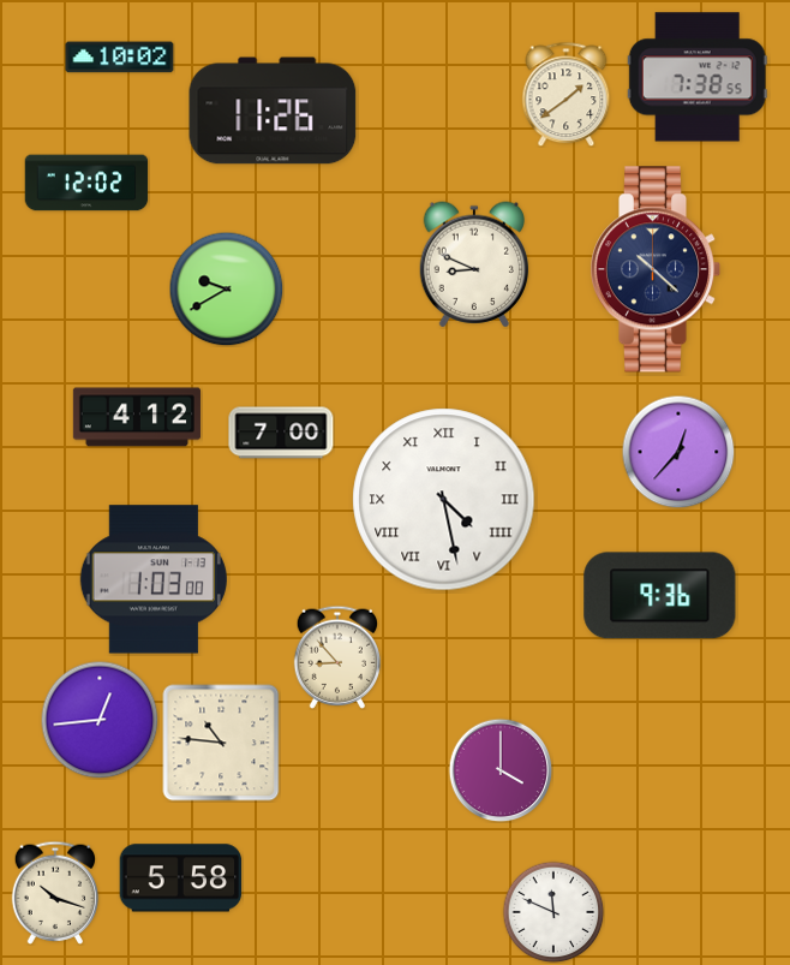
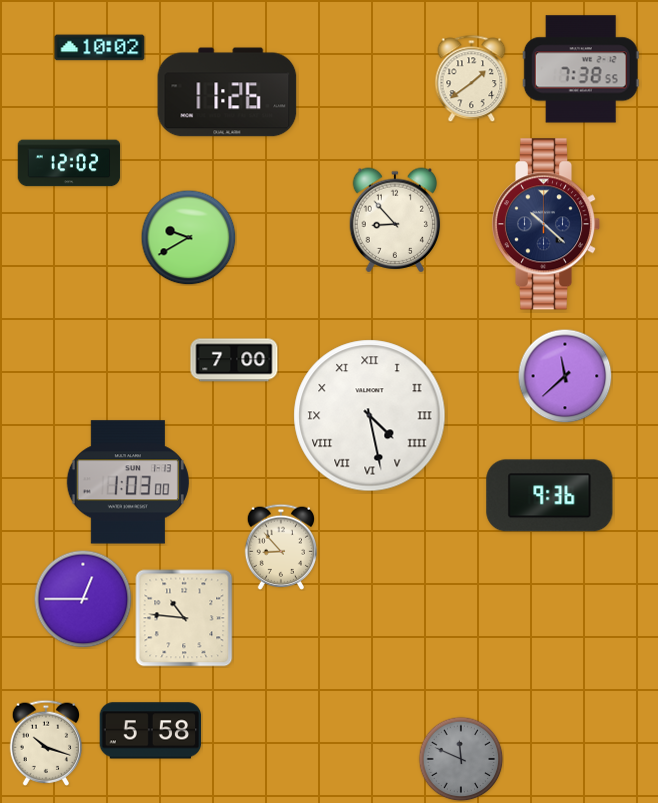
clock at (698, 77) position: (698, 77) -> (581, 69)
clock at (86, 183) position: (86, 183) -> (69, 163)
clock at (474, 264): 8:49 -> 8:53
clock at (226, 288) position: (226, 288) -> (188, 237)
clock at (137, 417): 4:12 -> none
clock at (678, 452): 12:37 -> 11:38
clock at (100, 720): 12:44 -> 12:45
clock at (501, 770): 4:00 -> none
clock at (553, 912) dial: white -> grey
